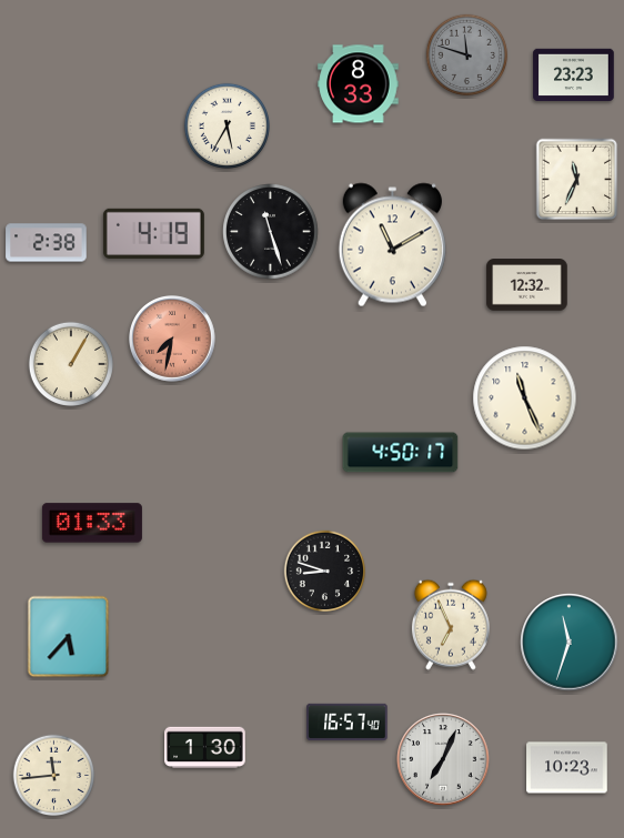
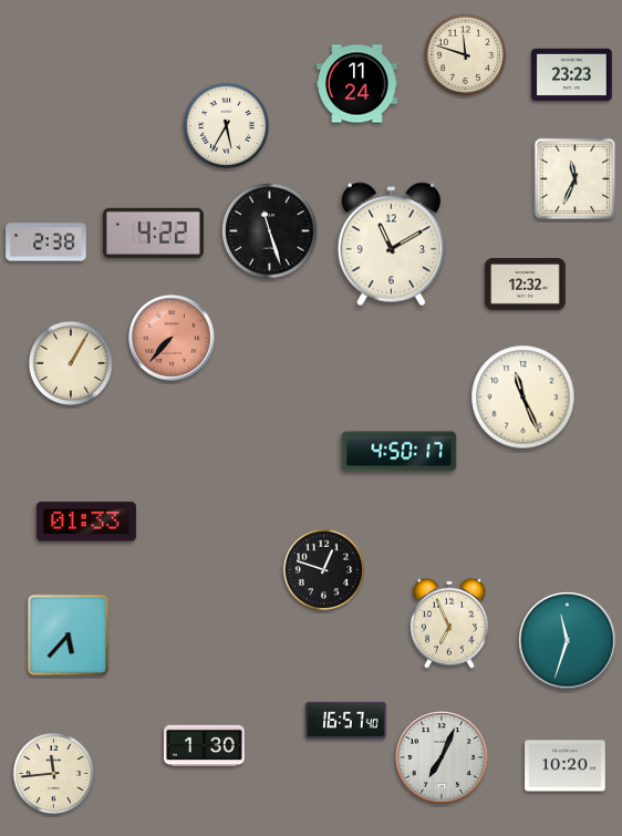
clock at (467, 55) dial: grey -> cream
clock at (359, 84): 8:33 -> 11:24
clock at (153, 233): 4:19 -> 4:22
clock at (173, 340): 7:32 -> 7:37
clock at (92, 523) position: (92, 523) -> (86, 522)
clock at (325, 572): 8:48 -> 12:48
clock at (567, 768): 10:23 -> 10:20
